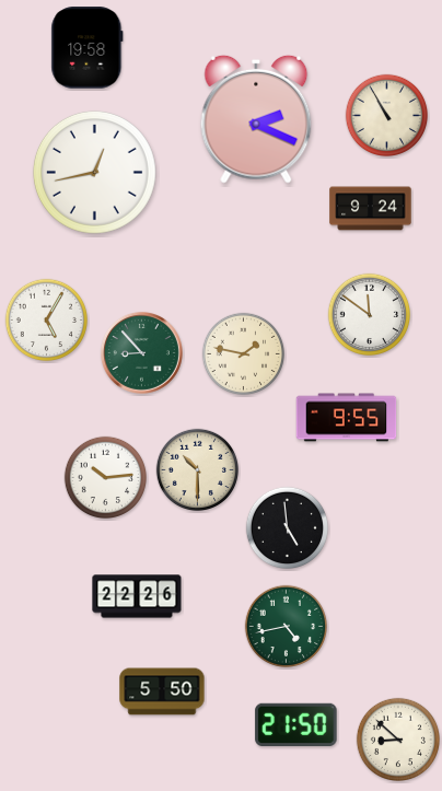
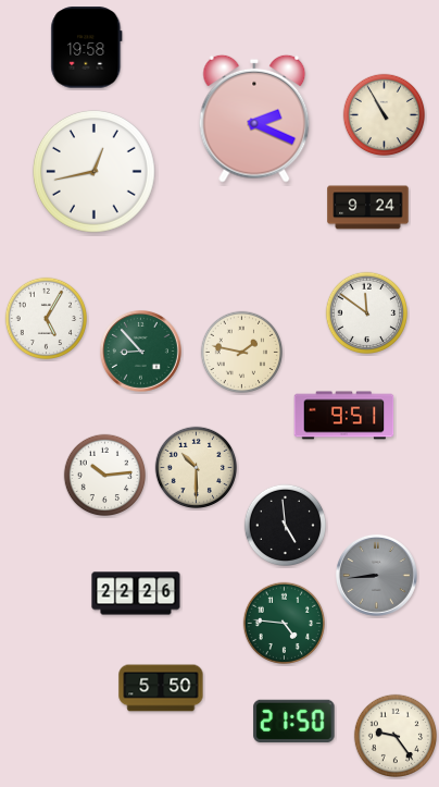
clock at (347, 418): 9:55 -> 9:51
clock at (376, 575): none -> 8:44
clock at (287, 627): 4:43 -> 4:46
clock at (398, 740): 8:52 -> 9:24
